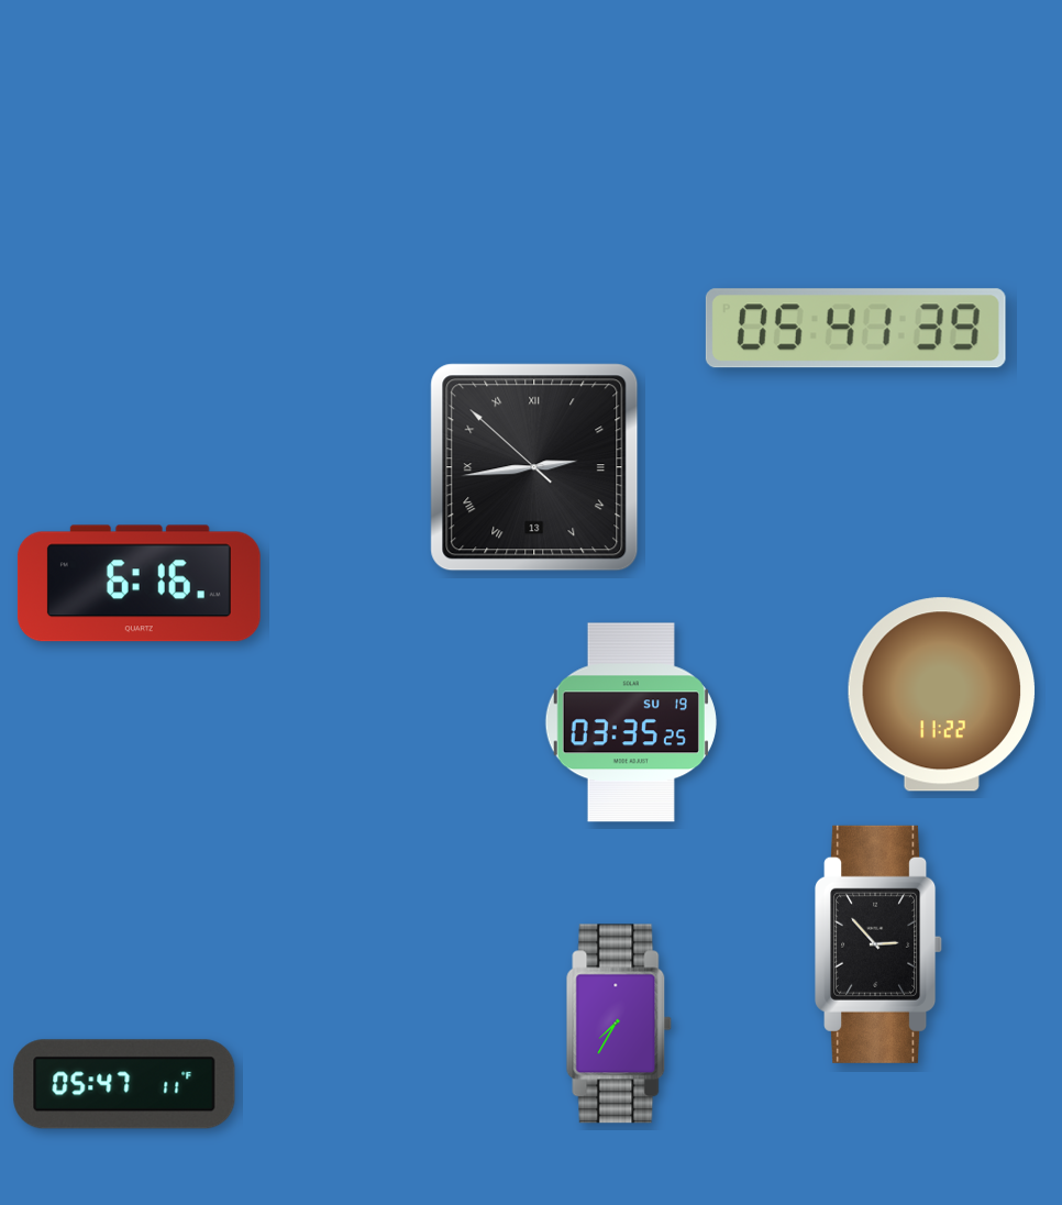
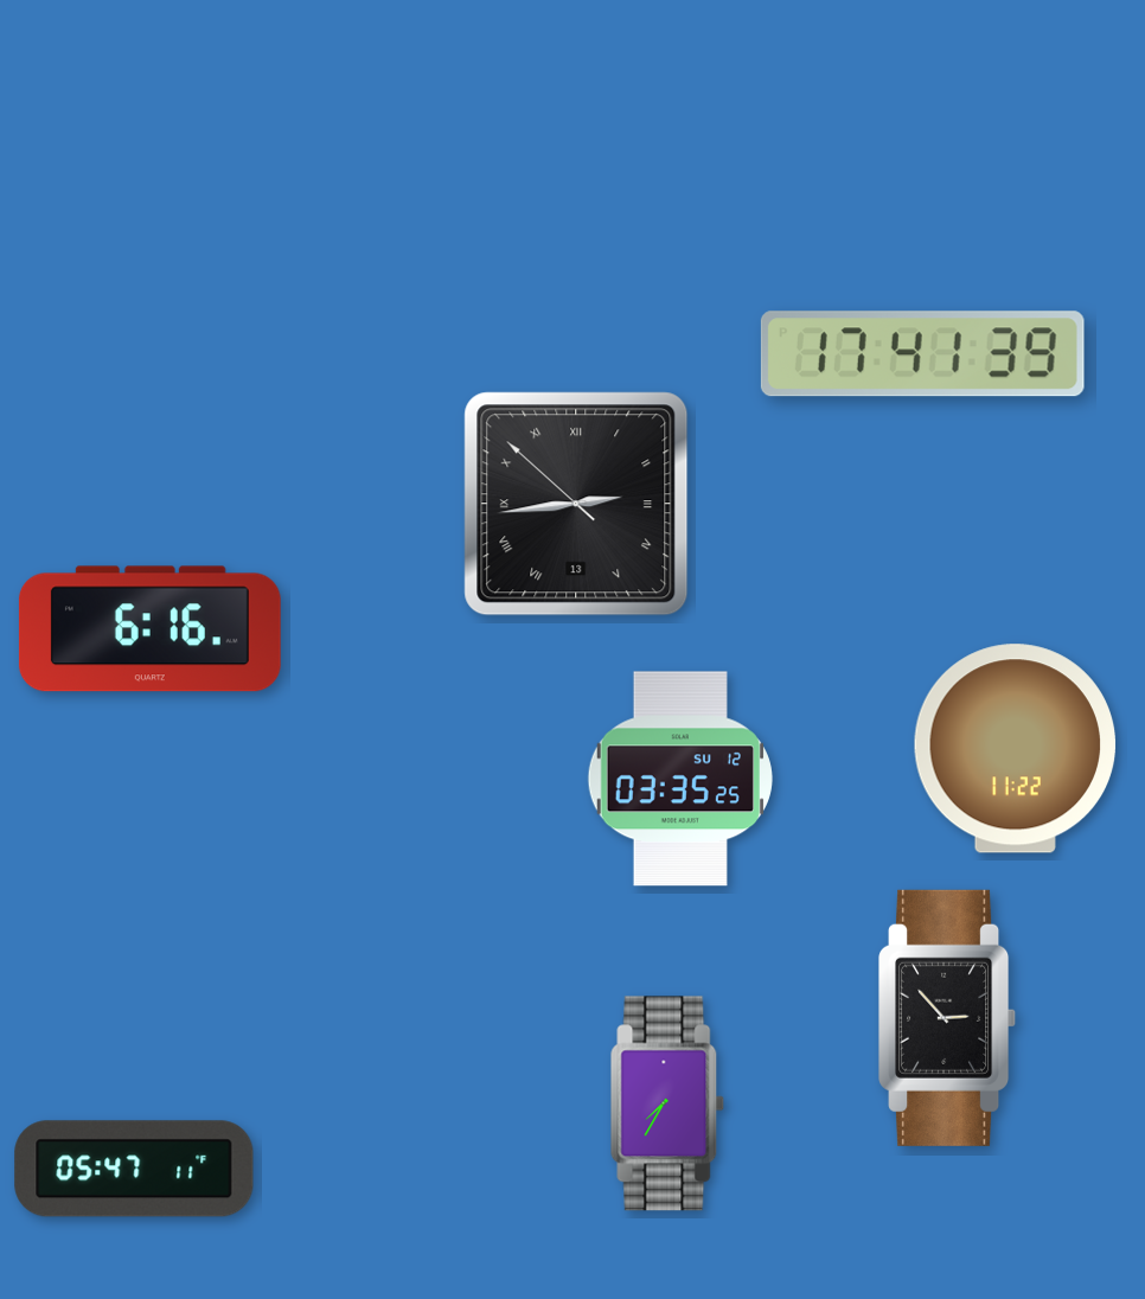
clock at (855, 329): 05:41 -> 17:41
clock at (631, 722) date: SU 19 -> SU 12
